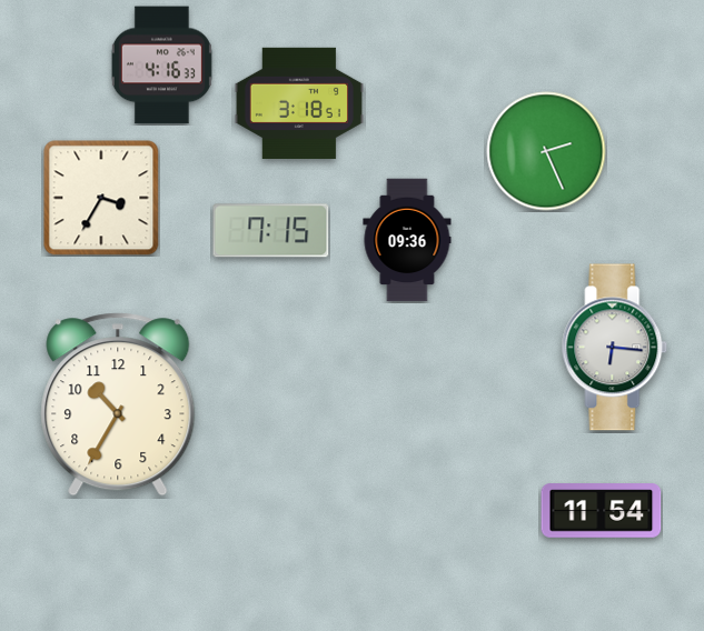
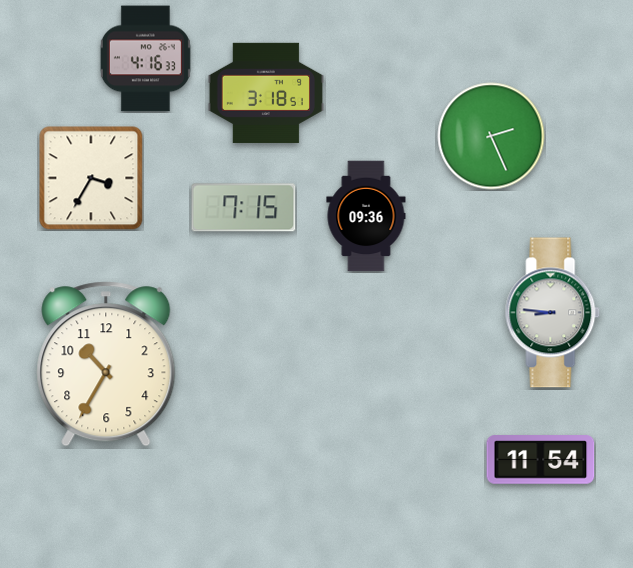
clock at (299, 103) position: (299, 103) -> (266, 93)
clock at (615, 348): 6:16 -> 8:46
